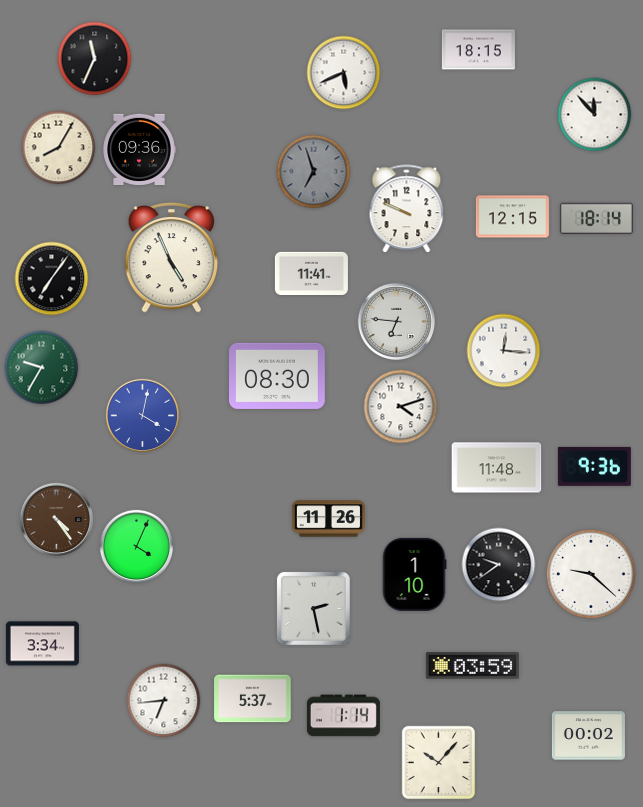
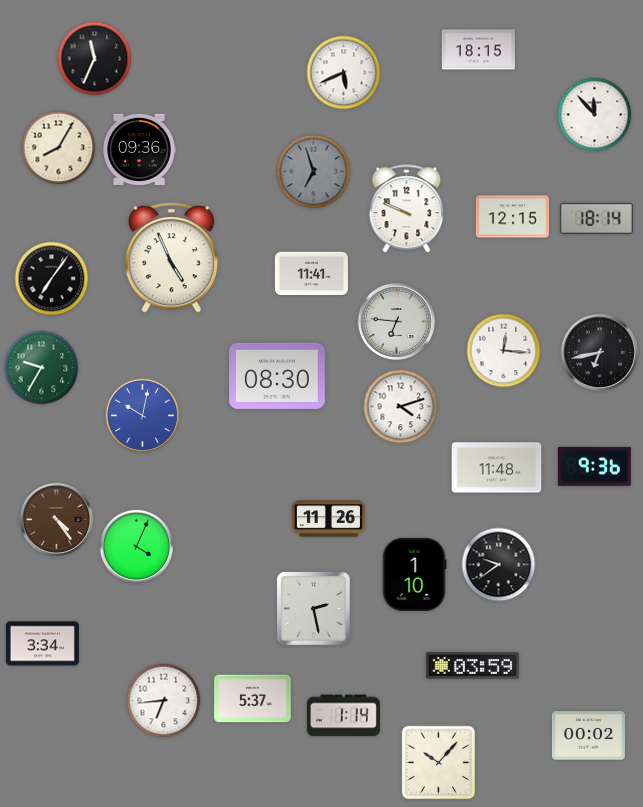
clock at (599, 352): none -> 6:43
clock at (142, 415): 4:02 -> 10:02
clock at (591, 574): 9:22 -> none
